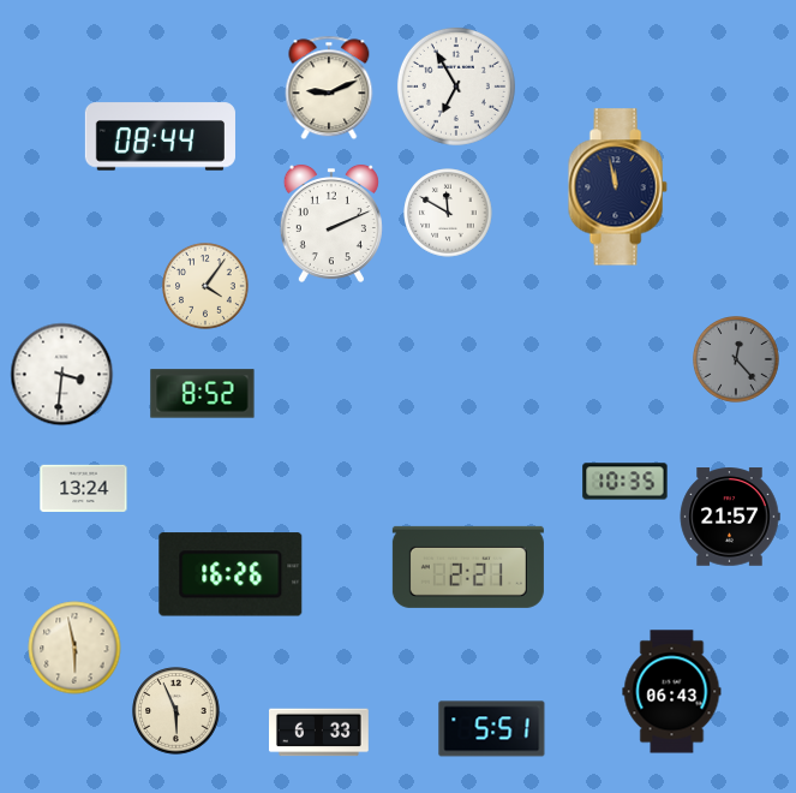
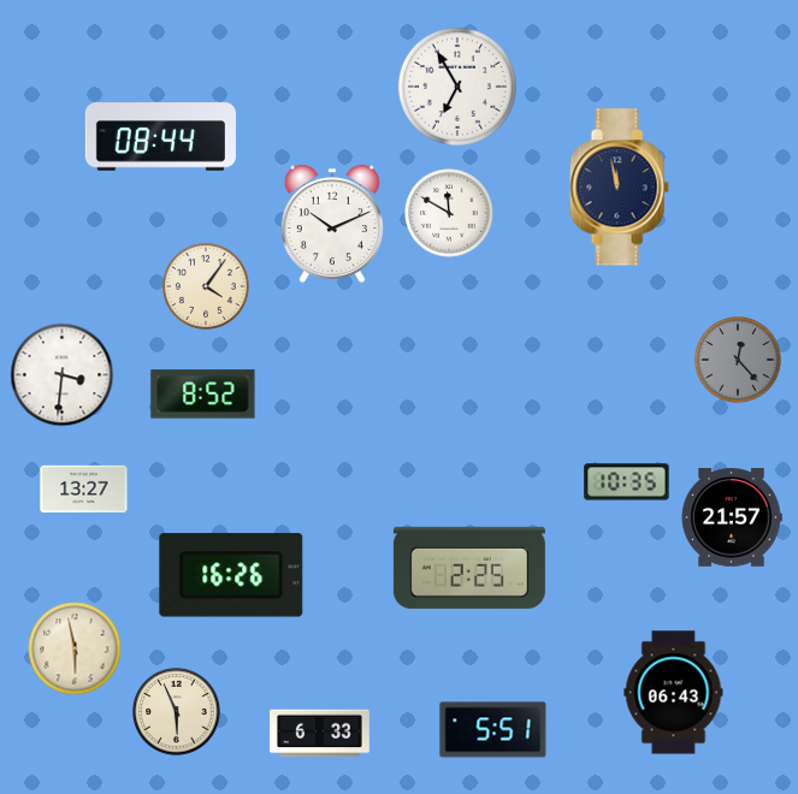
clock at (329, 88): 9:11 -> none
clock at (331, 223): 2:11 -> 10:11
clock at (84, 488): 13:24 -> 13:27
clock at (468, 567): 2:21 -> 2:25
